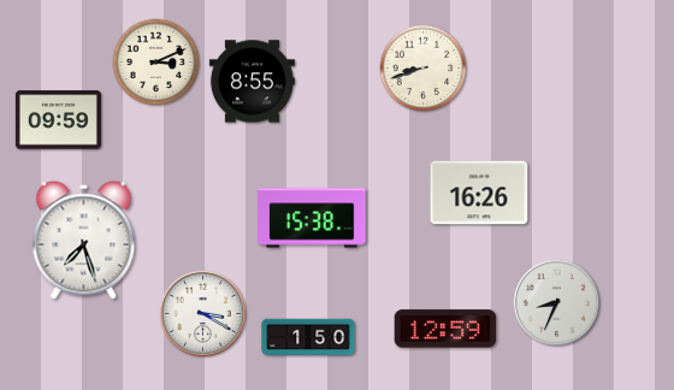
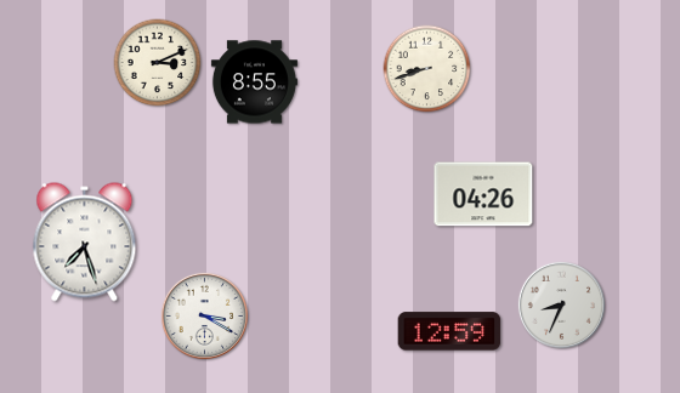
clock at (58, 120): 09:59 -> none
clock at (479, 193): 16:26 -> 04:26
clock at (312, 218): 15:38 -> none
clock at (308, 337): 1:50 -> none
